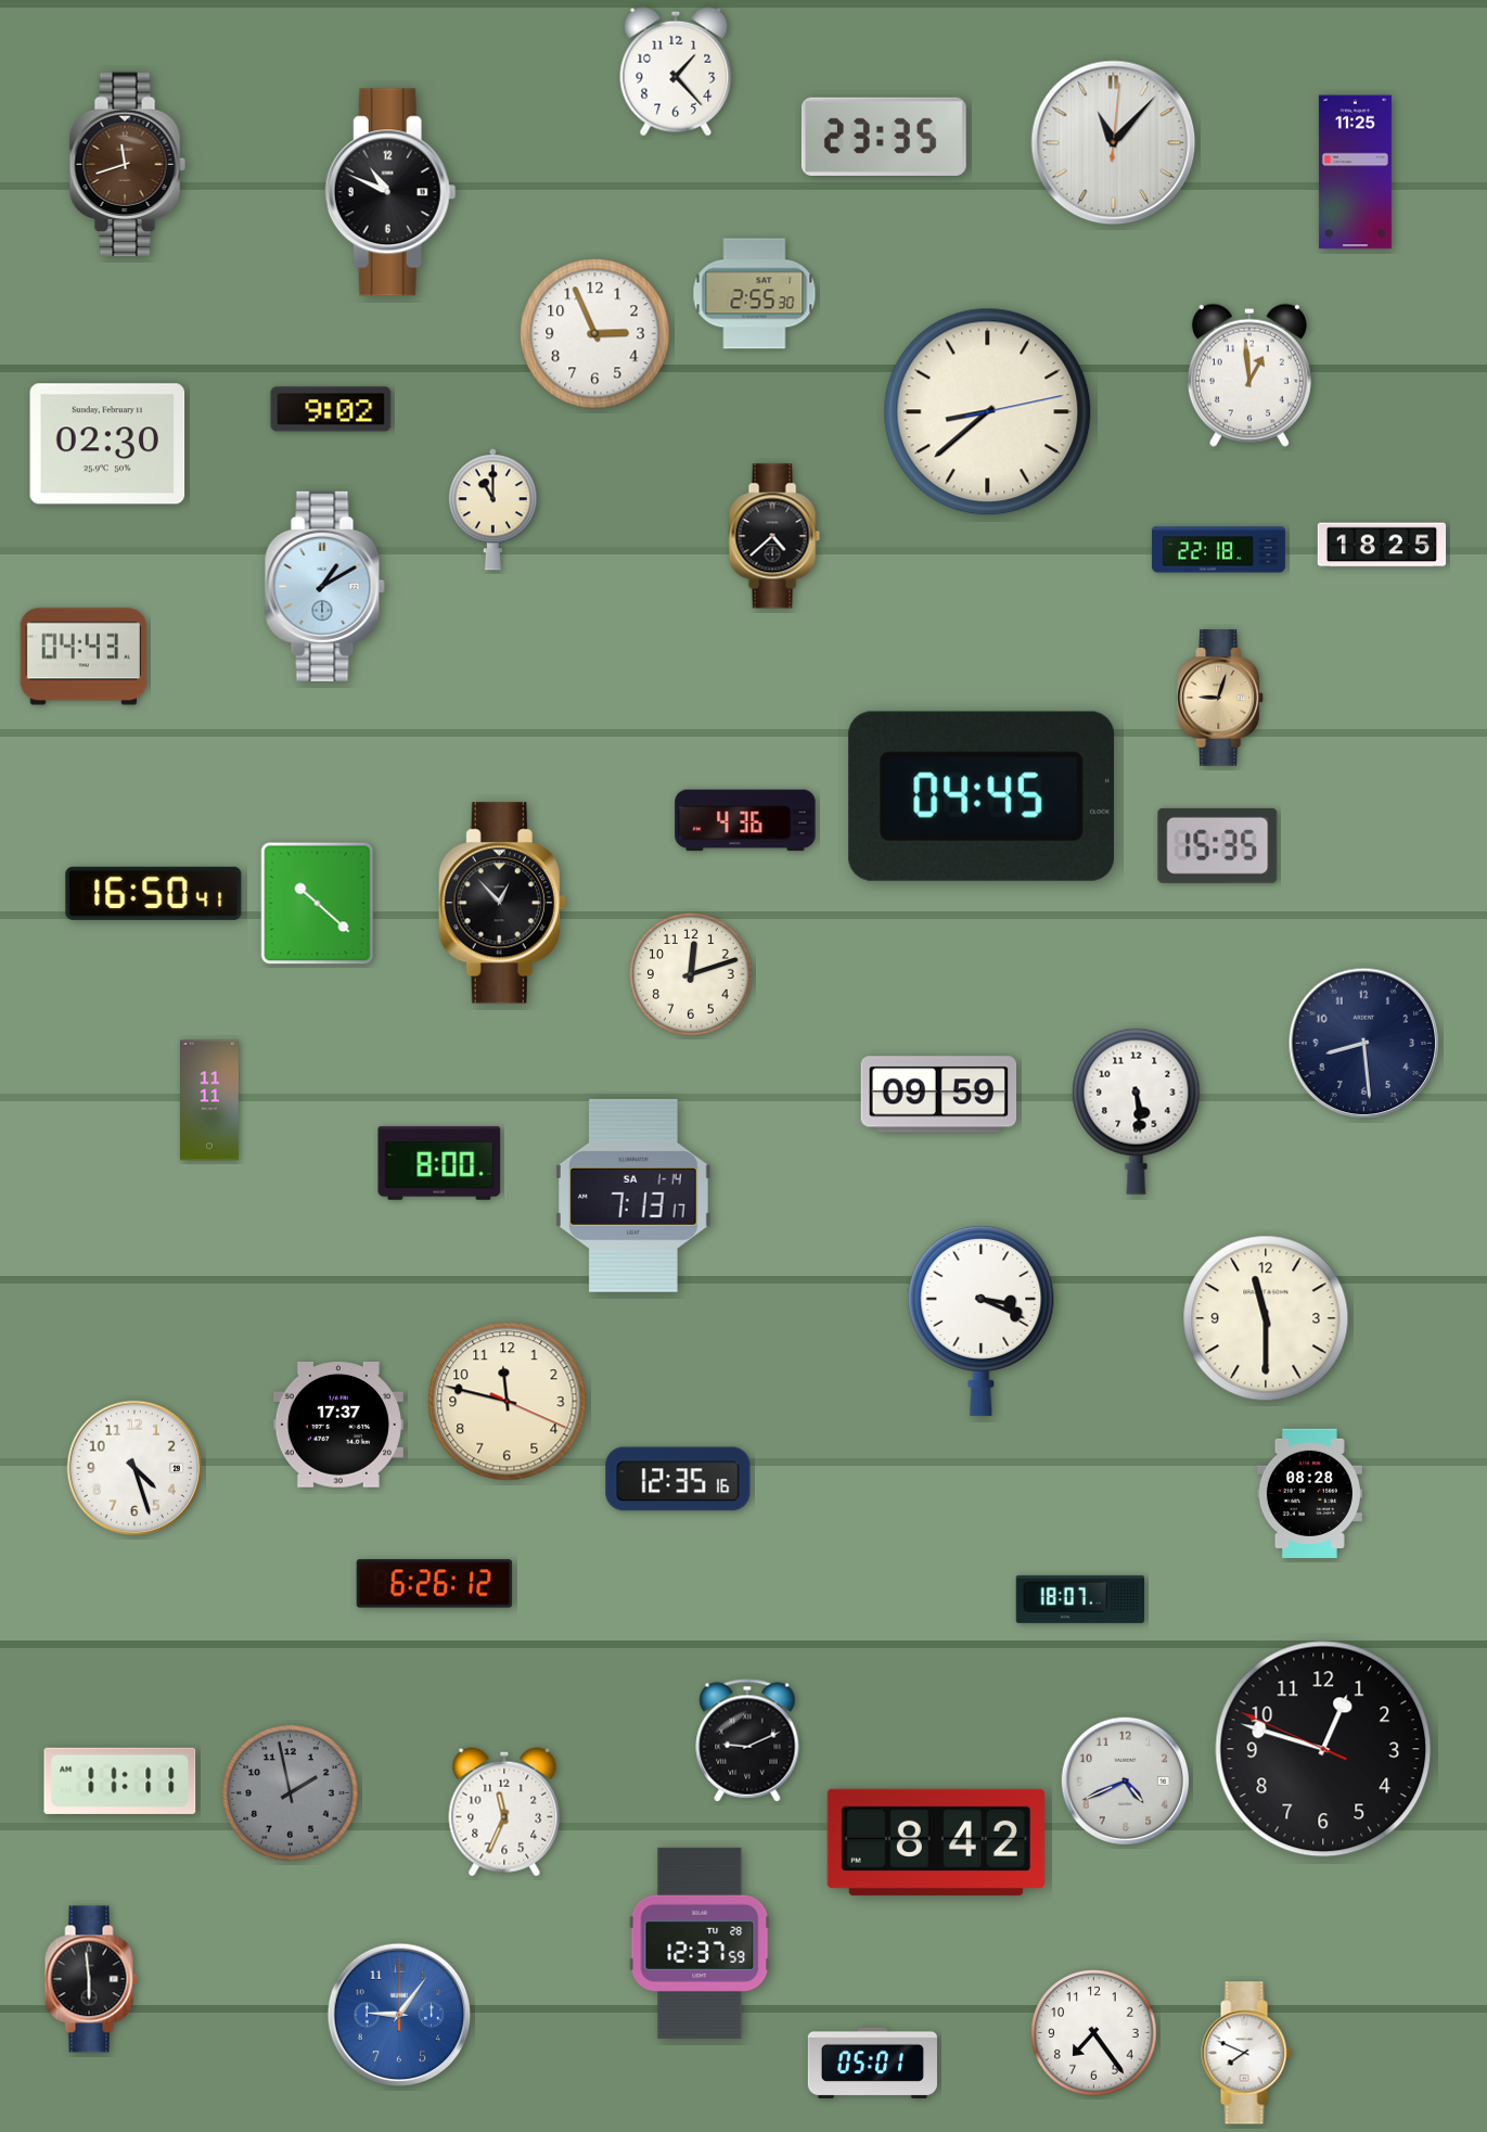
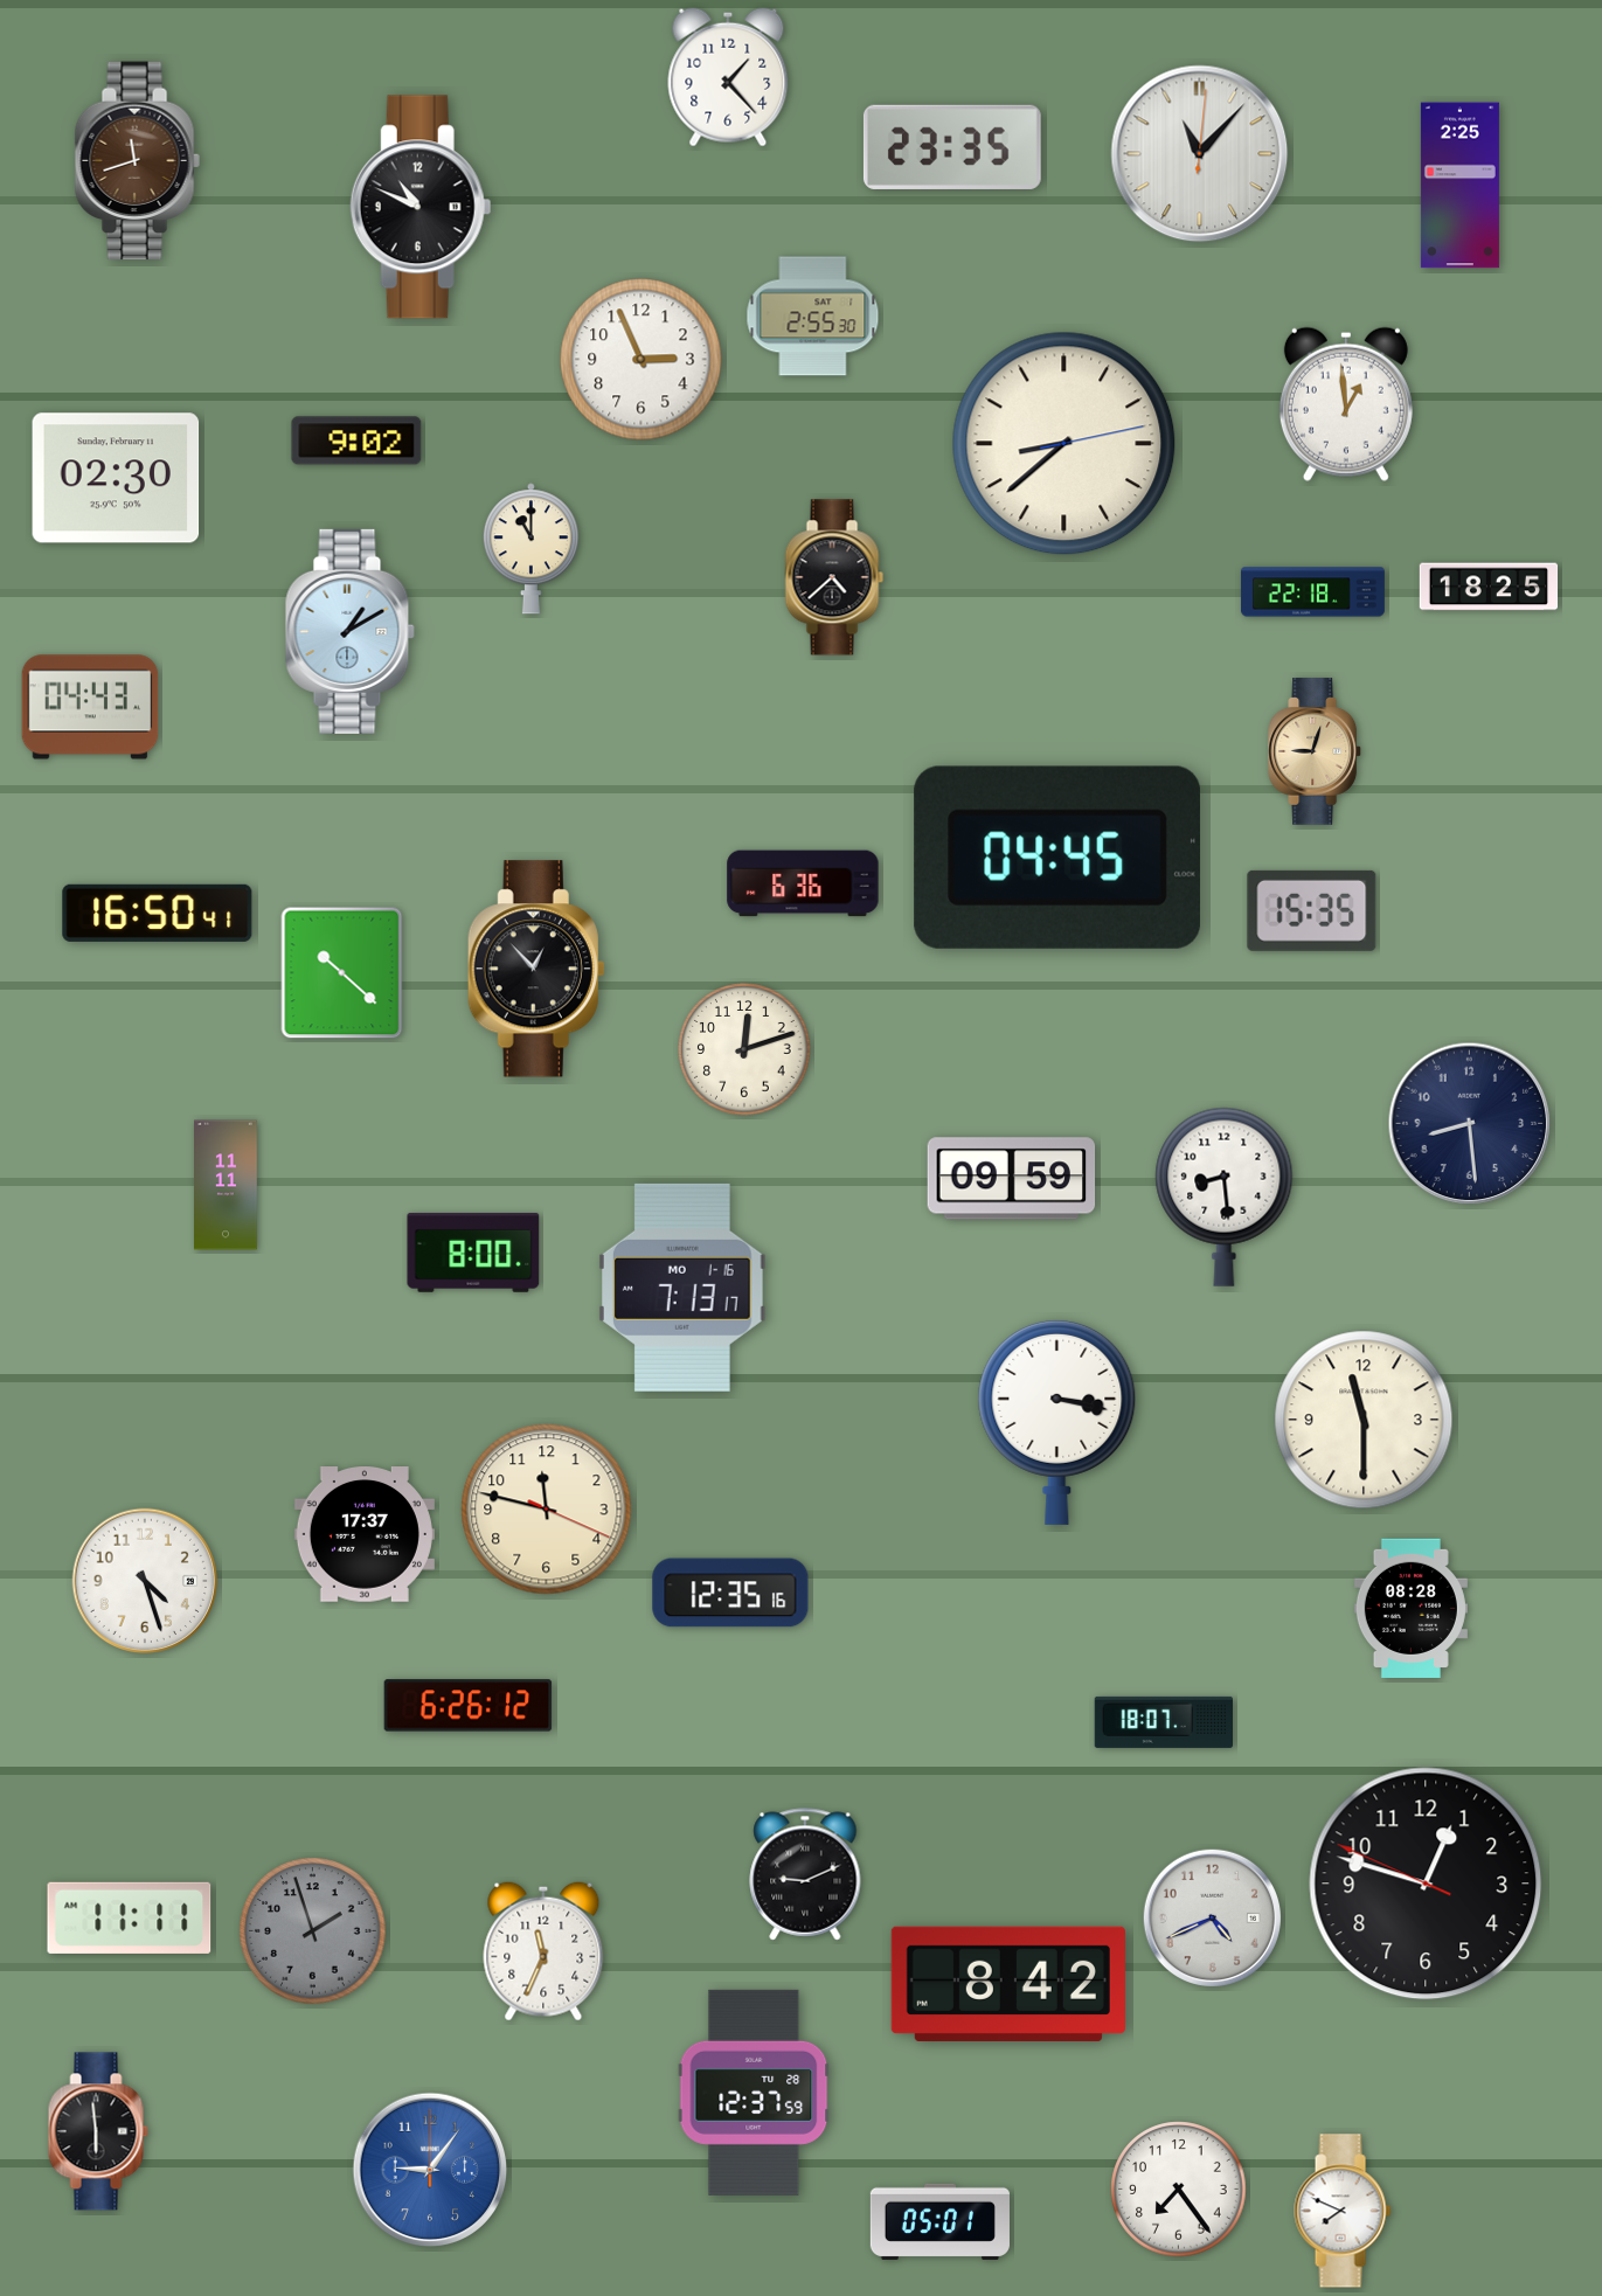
clock at (127, 165) position: (127, 165) -> (137, 161)
clock at (1355, 173): 11:25 -> 2:25
clock at (745, 820): 4:36 -> 6:36
clock at (154, 893) position: (154, 893) -> (158, 913)
clock at (502, 903) position: (502, 903) -> (536, 969)
clock at (1137, 1111): 5:29 -> 8:29
clock at (633, 1196) date: SA 1-14 -> MO 1-16
clock at (982, 1320): 3:19 -> 3:17
clock at (291, 1793): 1:58 -> 1:57
